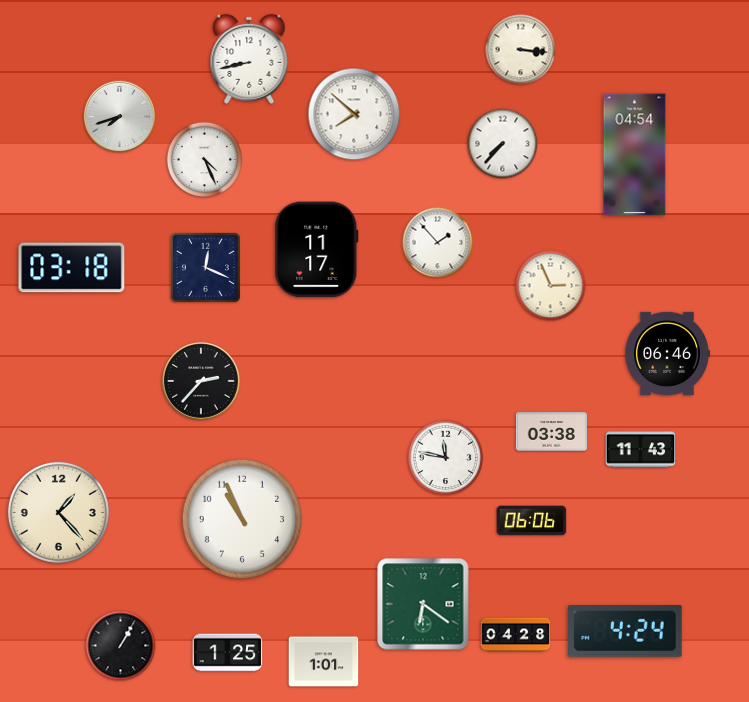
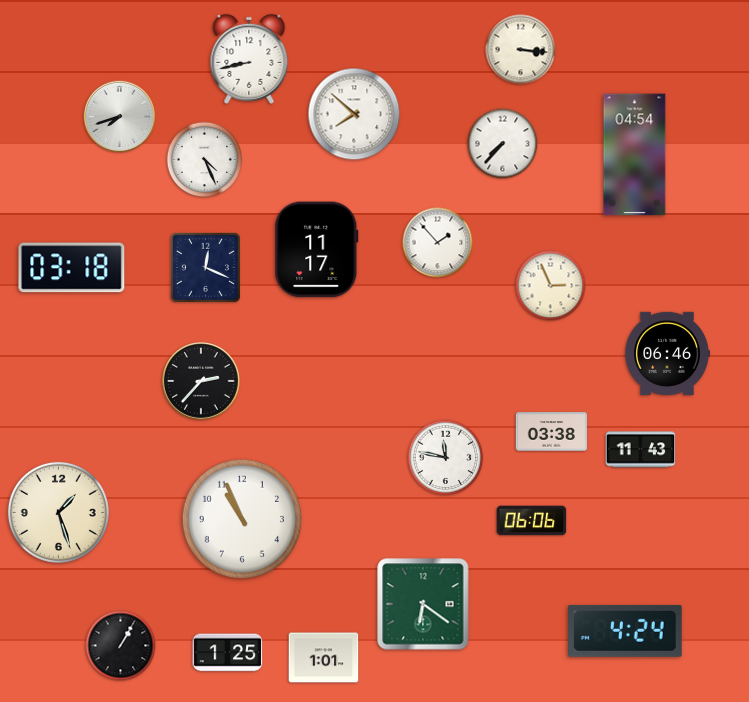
clock at (58, 512): 1:23 -> 1:27
clock at (516, 635): 04:28 -> none
clock at (324, 662) position: (324, 662) -> (324, 658)
